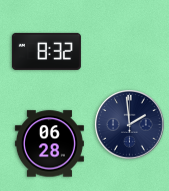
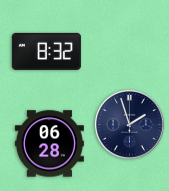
clock at (130, 125): 1:59 -> 1:57
